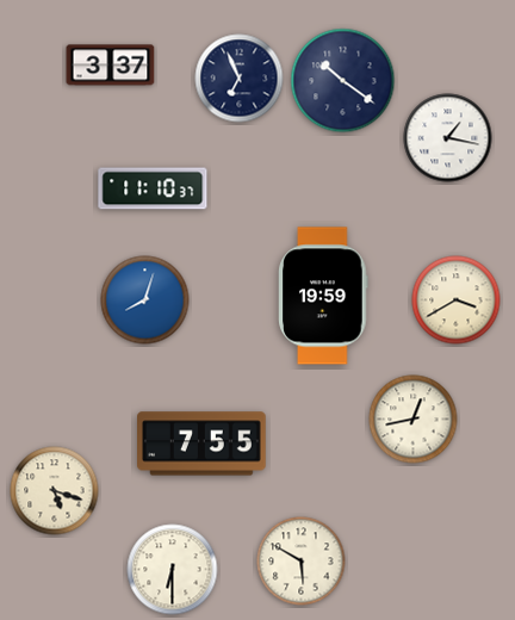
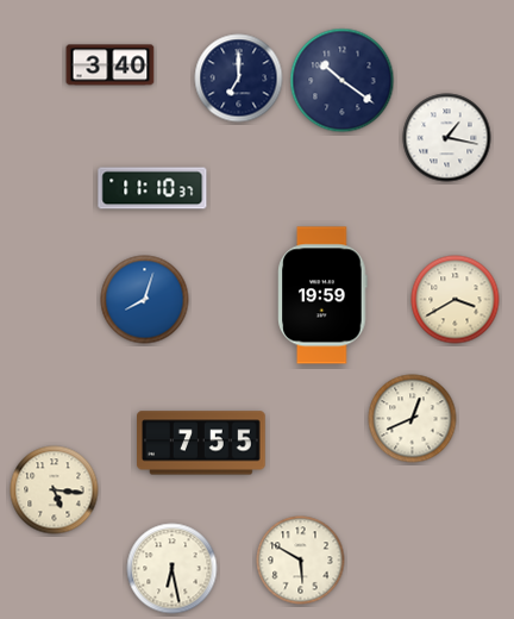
clock at (111, 66): 3:37 -> 3:40
clock at (240, 79): 6:56 -> 7:00
clock at (414, 420): 12:43 -> 12:41
clock at (55, 491): 5:18 -> 5:16
clock at (173, 570): 6:30 -> 6:28
